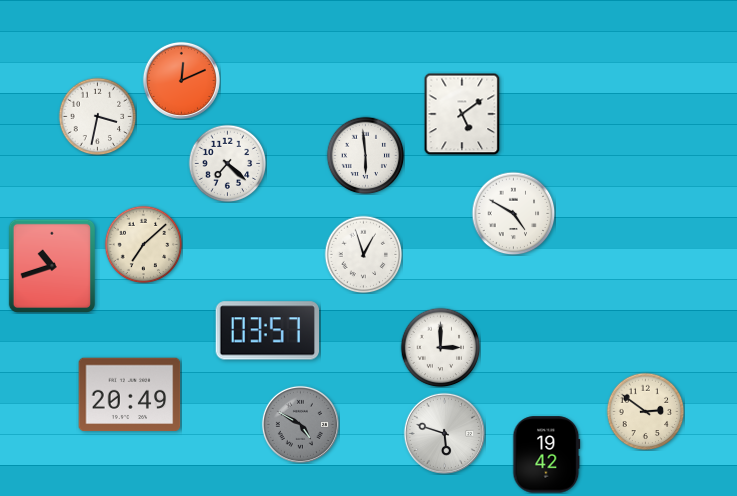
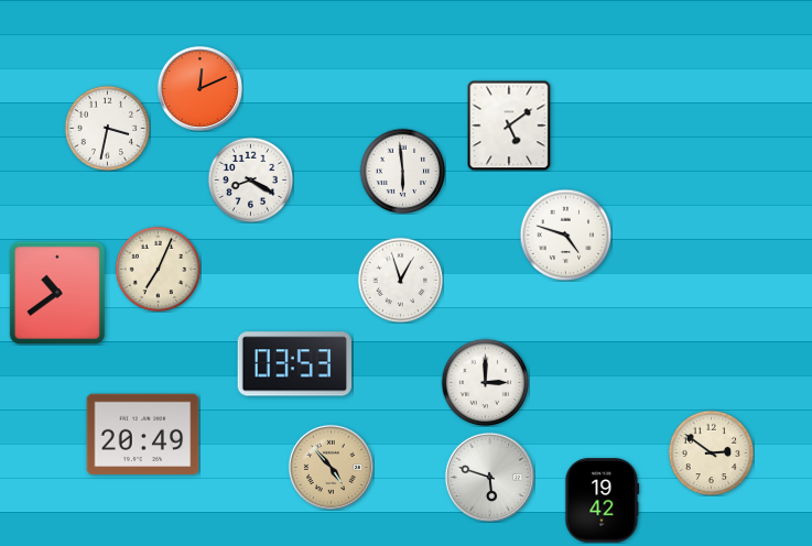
clock at (227, 163): 7:22 -> 8:20
clock at (513, 213): 4:50 -> 4:48
clock at (143, 244): 7:08 -> 7:04
clock at (52, 266): 10:42 -> 10:39
clock at (267, 331): 03:57 -> 03:53
clock at (300, 424): 4:50 -> 4:53
clock at (300, 424) dial: grey -> champagne
